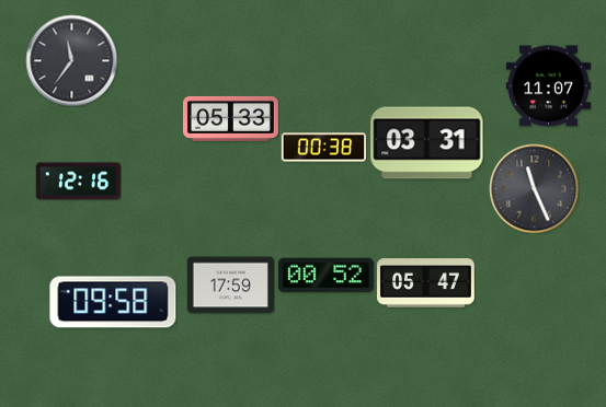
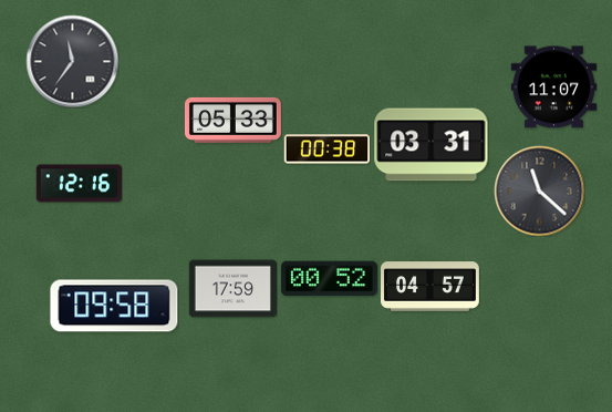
clock at (534, 188): 11:26 -> 11:22
clock at (426, 283): 05:47 -> 04:57
